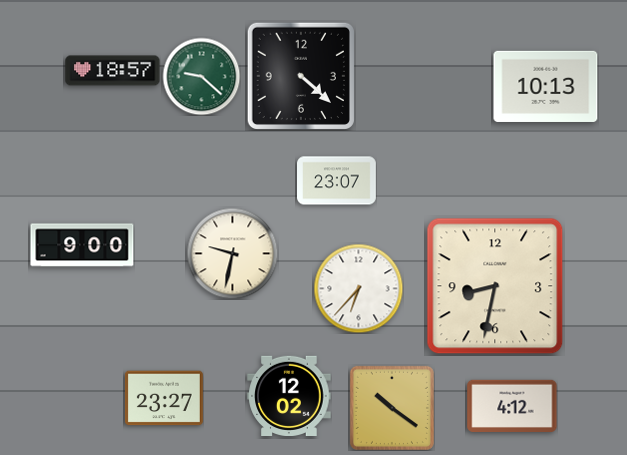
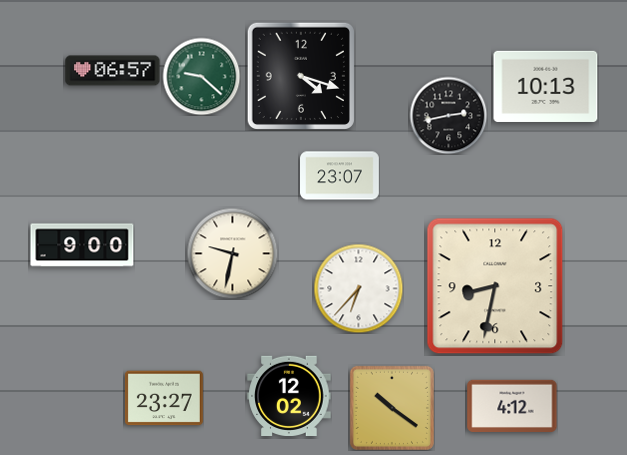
clock at (113, 71): 18:57 -> 06:57
clock at (301, 76): 4:22 -> 4:18
clock at (448, 115): none -> 2:43
clock at (337, 181) position: (337, 181) -> (340, 176)
